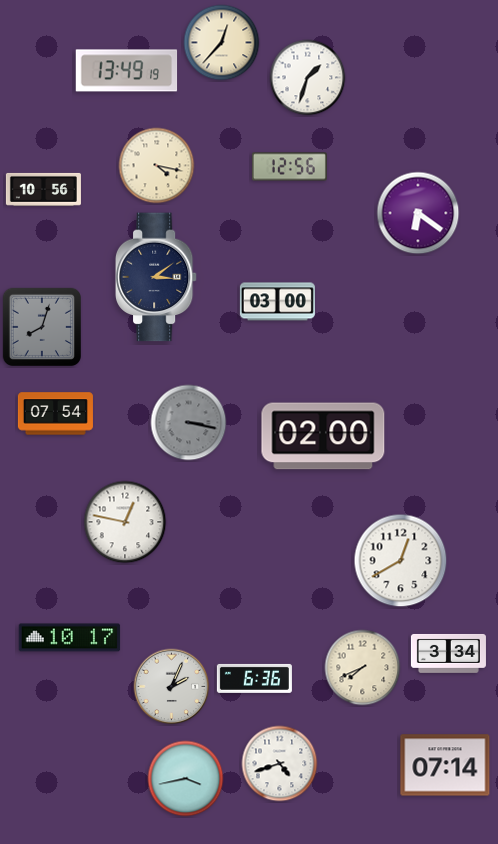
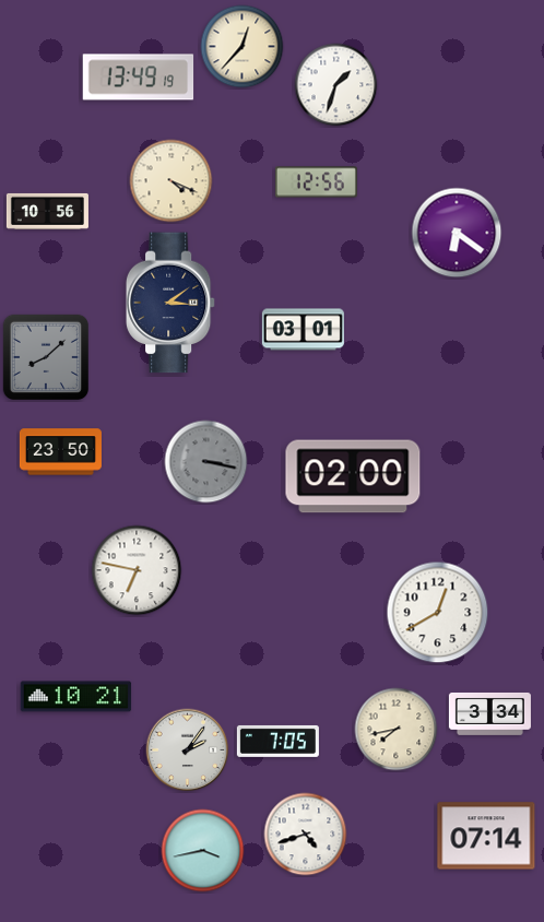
clock at (157, 166): 4:17 -> 4:19
clock at (43, 189) position: (43, 189) -> (47, 211)
clock at (277, 302): 03:00 -> 03:01
clock at (42, 327): 8:03 -> 8:08
clock at (55, 414): 07:54 -> 23:50
clock at (125, 522): 12:47 -> 6:47
clock at (70, 638): 10:17 -> 10:21
clock at (363, 668): 7:41 -> 7:43
clock at (254, 678): 6:36 -> 7:05
clock at (172, 687): 2:04 -> 2:06
